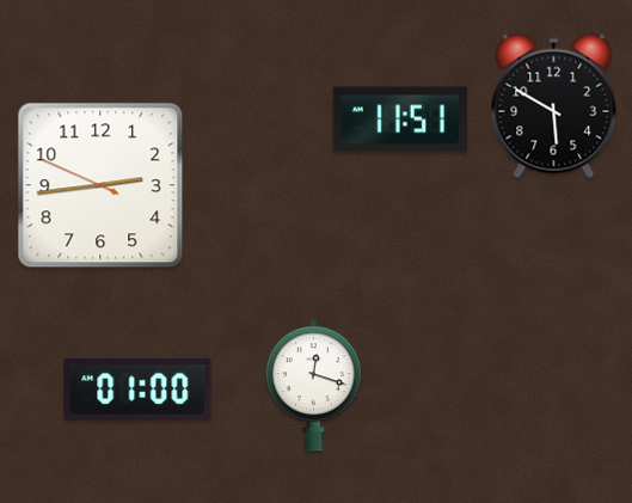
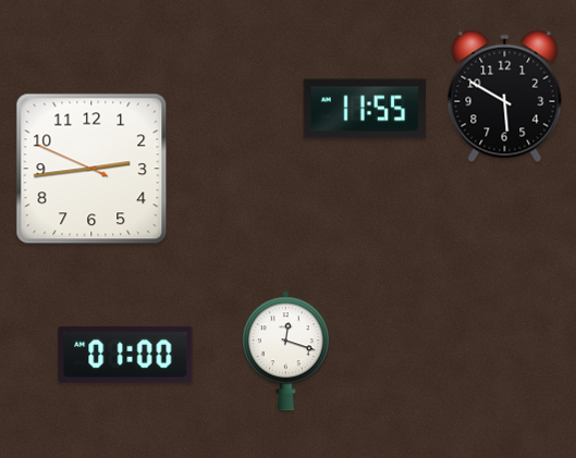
clock at (400, 119): 11:51 -> 11:55
